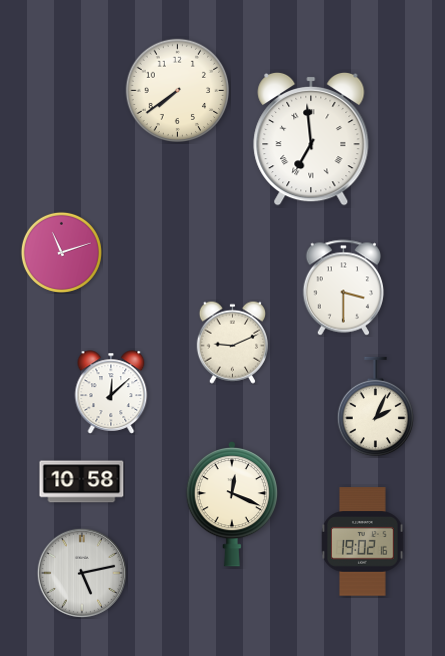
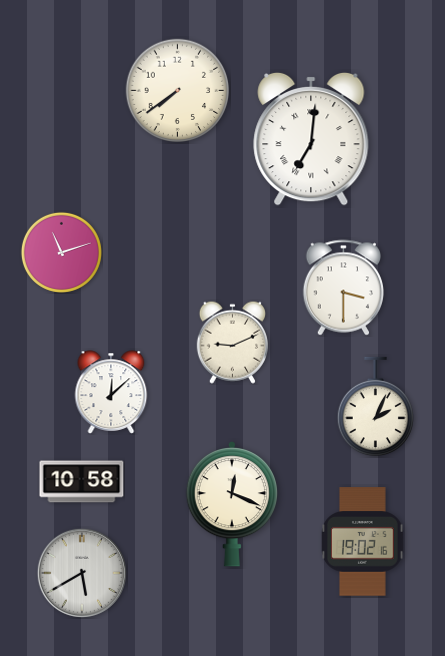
clock at (311, 139): 6:59 -> 7:01
clock at (82, 573): 5:13 -> 5:40
